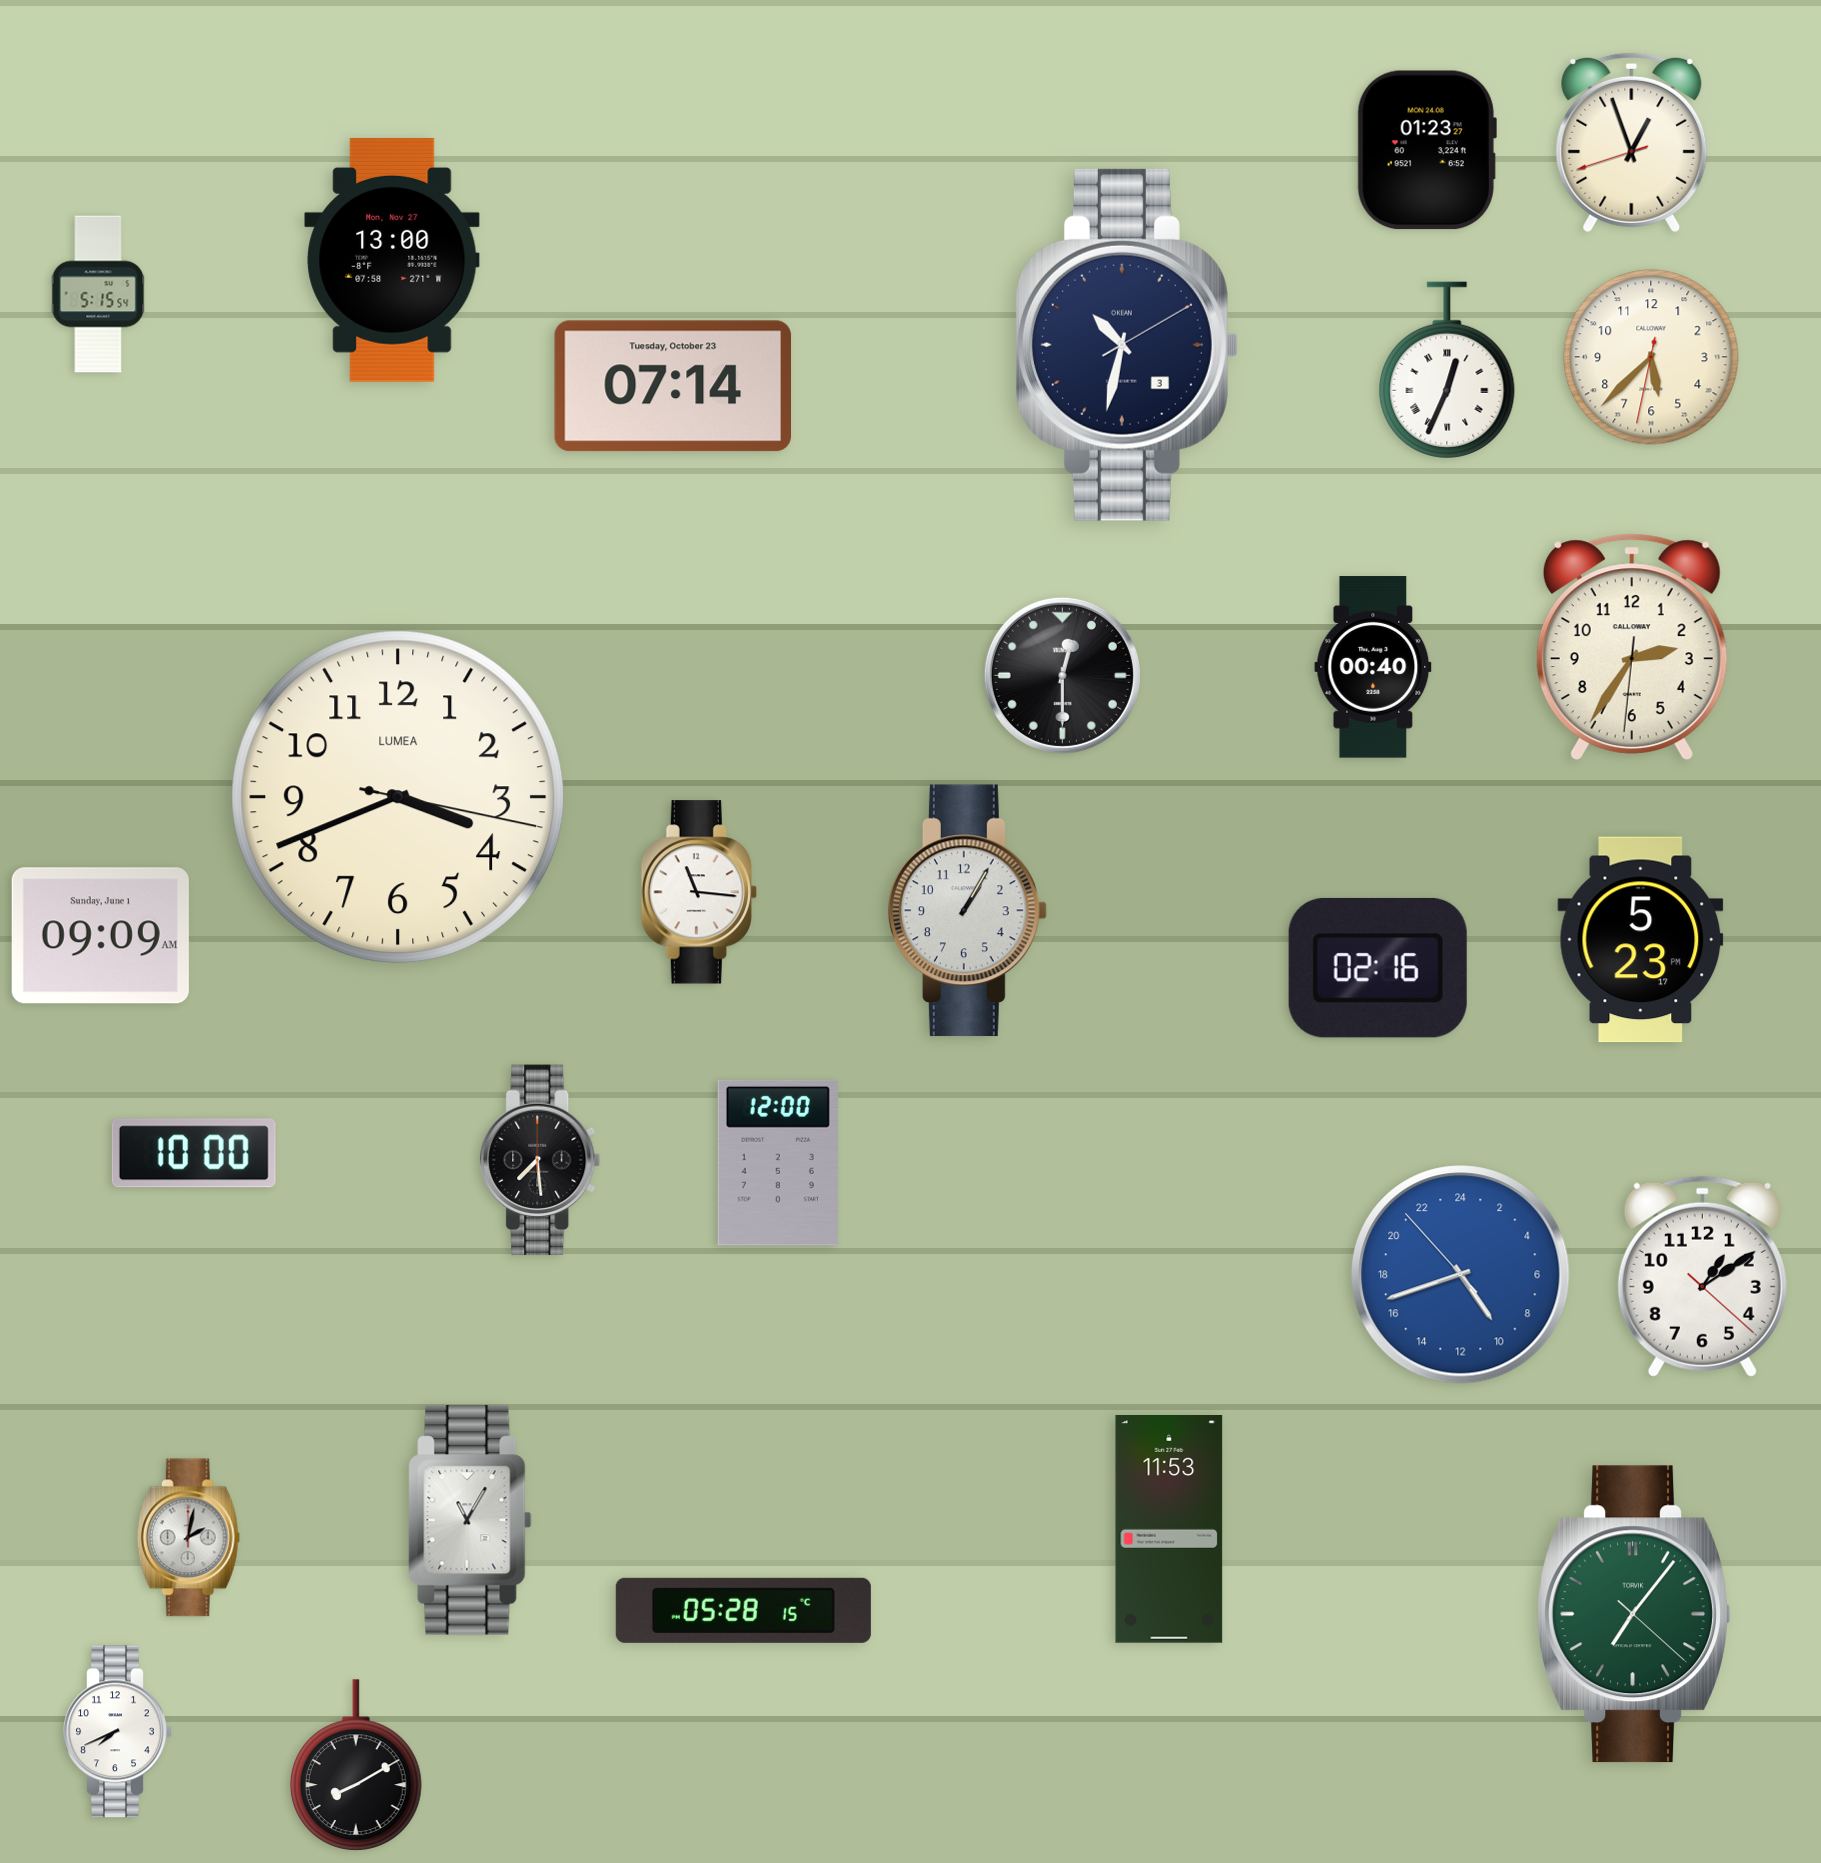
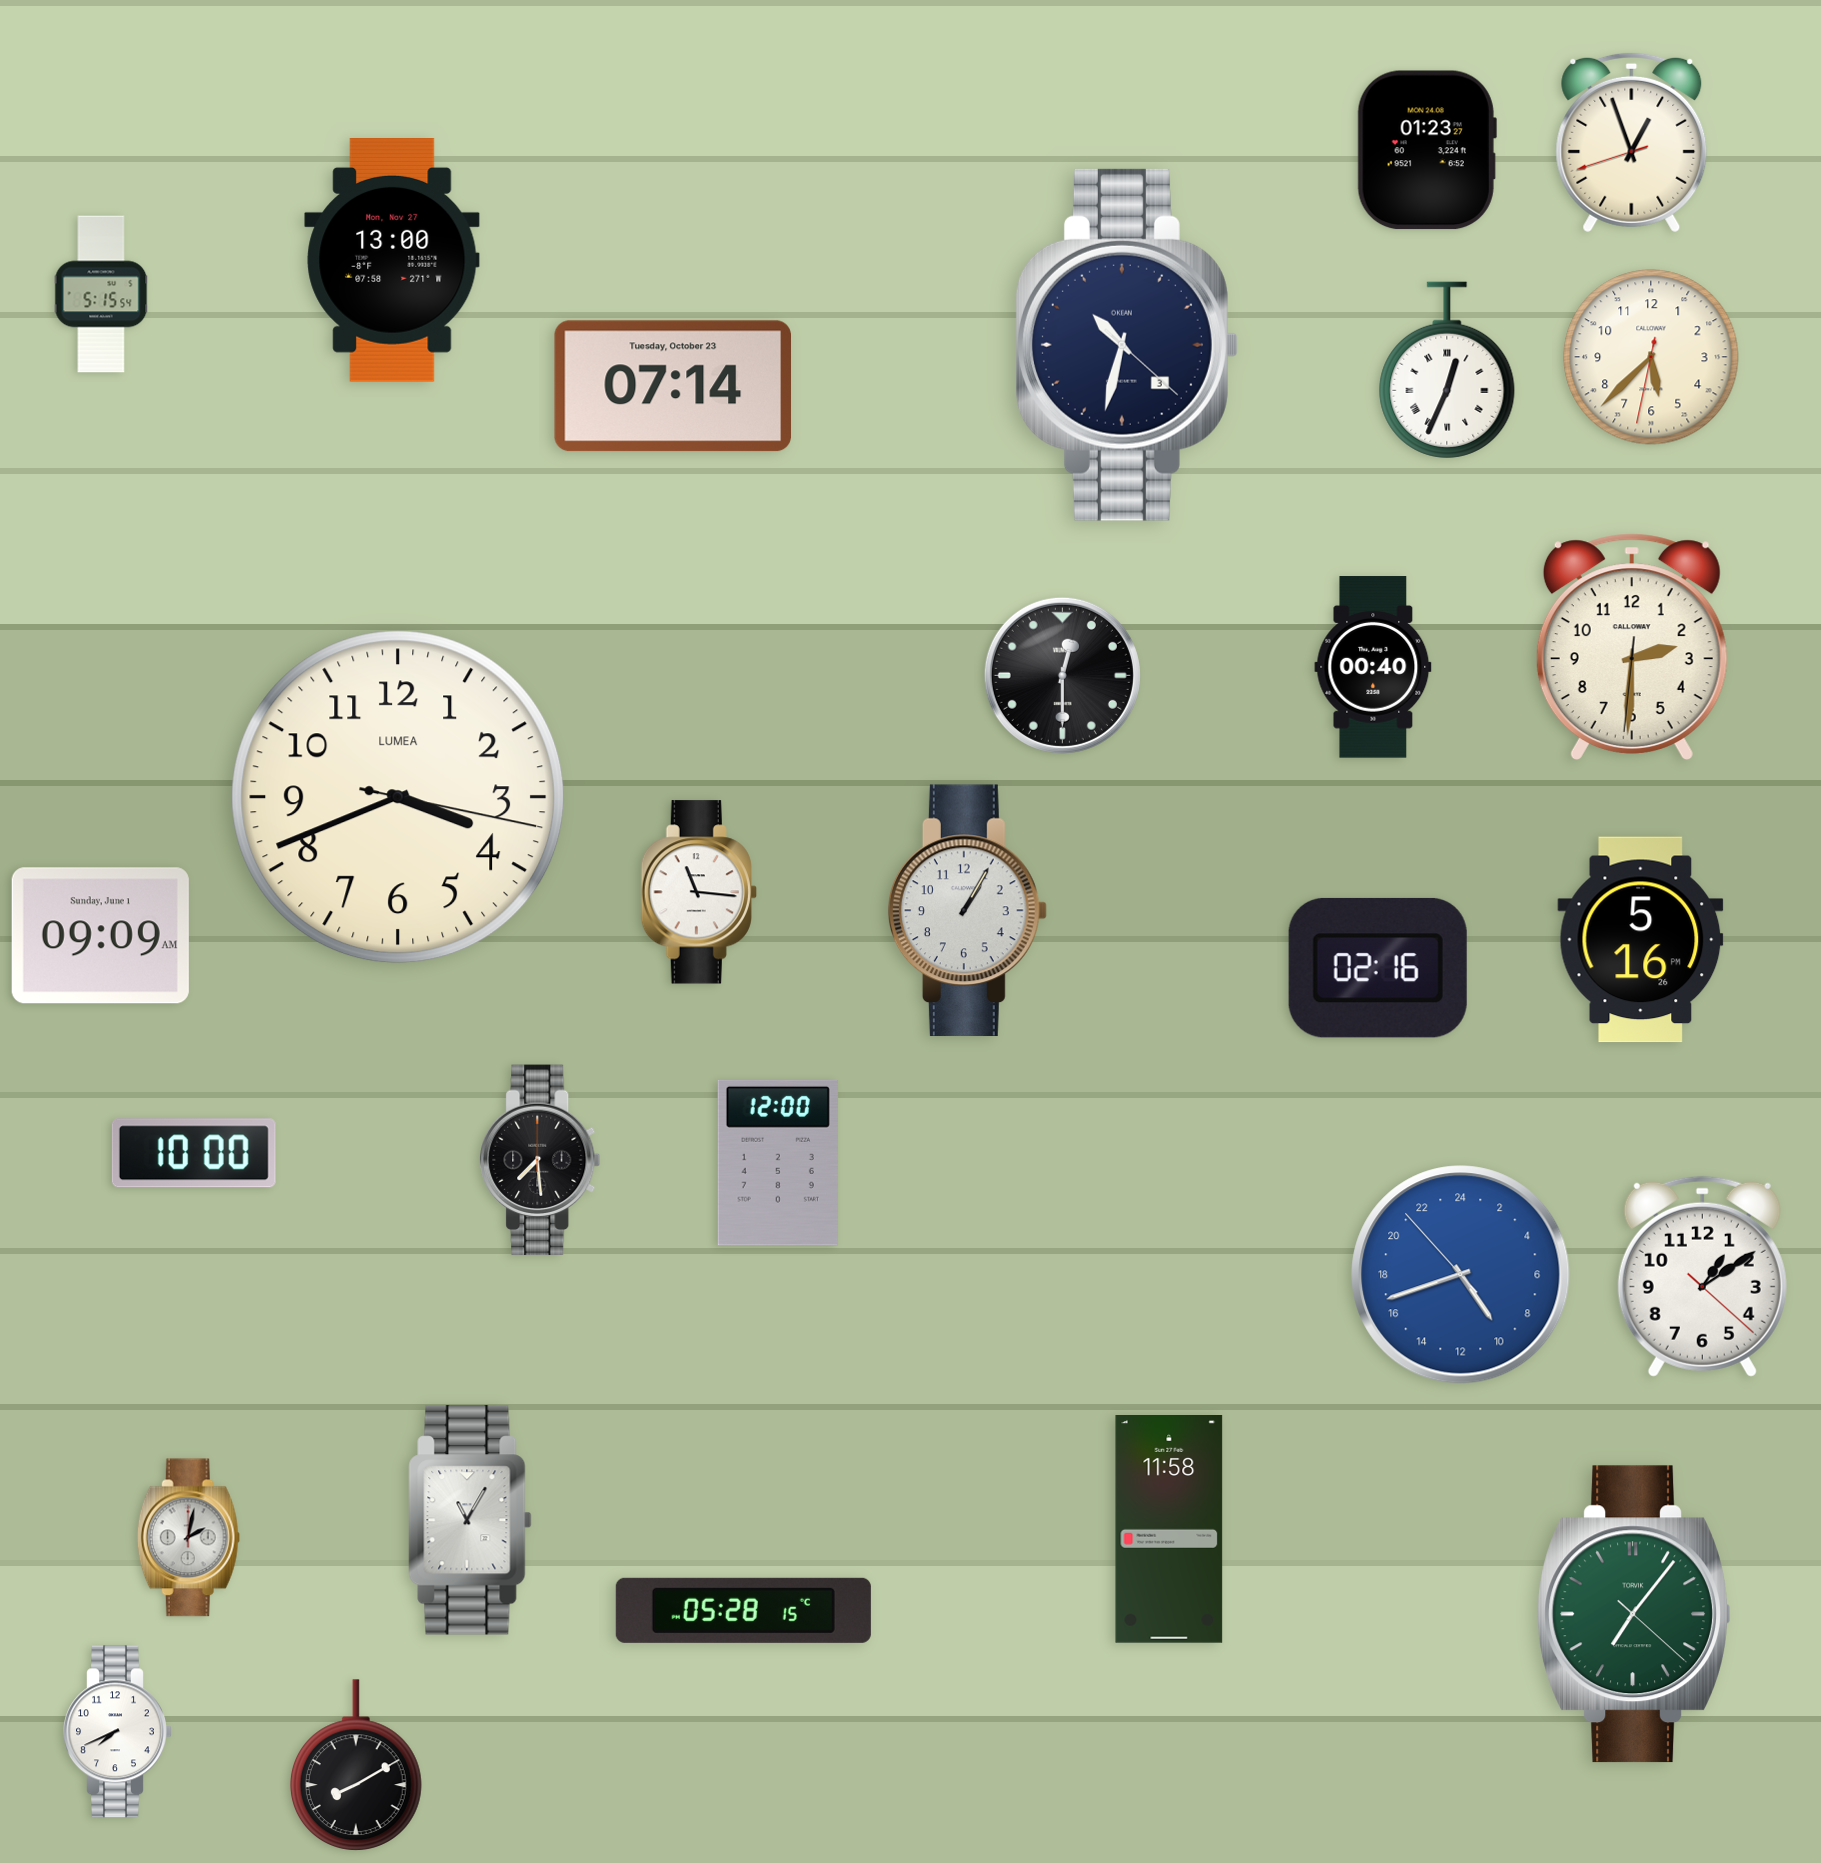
clock at (98, 294) position: (98, 294) -> (101, 294)
clock at (1127, 345): 10:32:10 -> 10:32:22
clock at (1632, 647): 2:35 -> 2:30
clock at (1641, 940): 5:23 -> 5:16
clock at (1169, 1530): 11:53 -> 11:58
